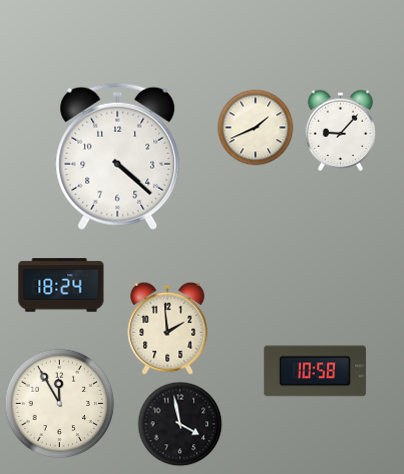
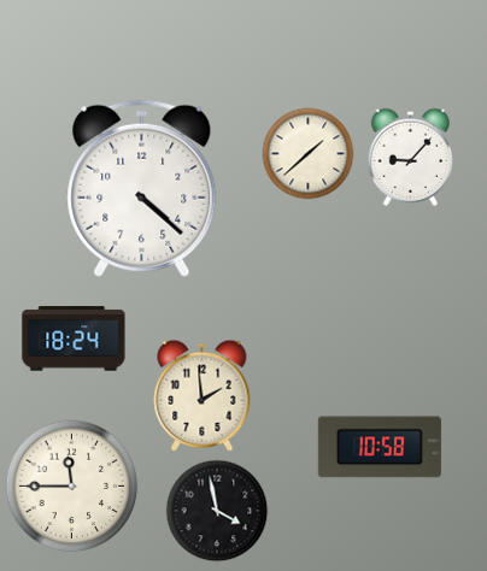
clock at (256, 128): 1:41 -> 1:38
clock at (61, 285) position: (61, 285) -> (74, 339)
clock at (60, 404): 11:55 -> 11:45
